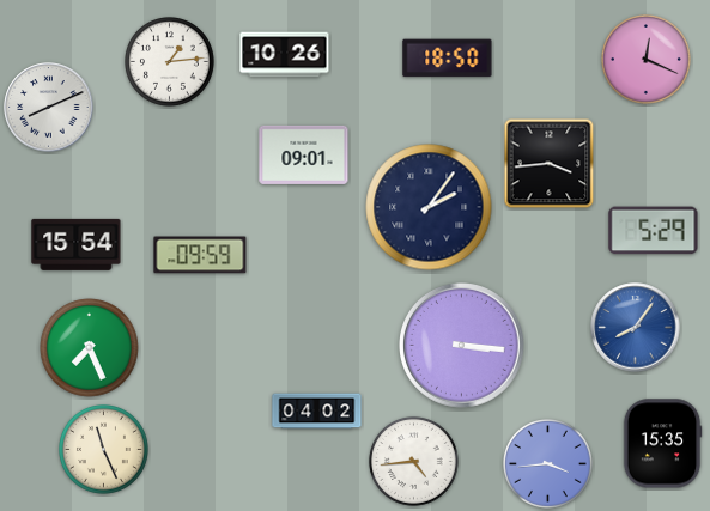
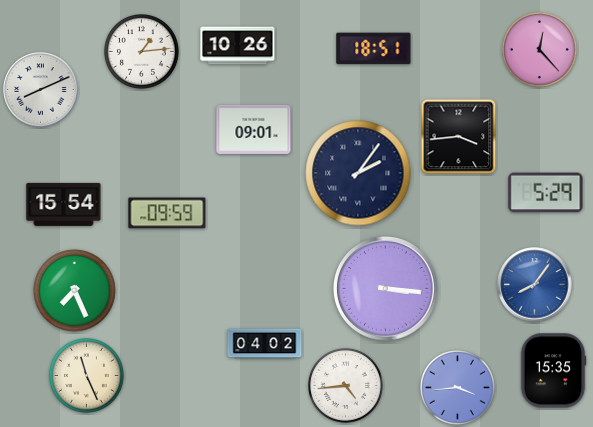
clock at (448, 59): 18:50 -> 18:51
clock at (647, 60): 12:19 -> 12:23
clock at (636, 328) position: (636, 328) -> (535, 285)
